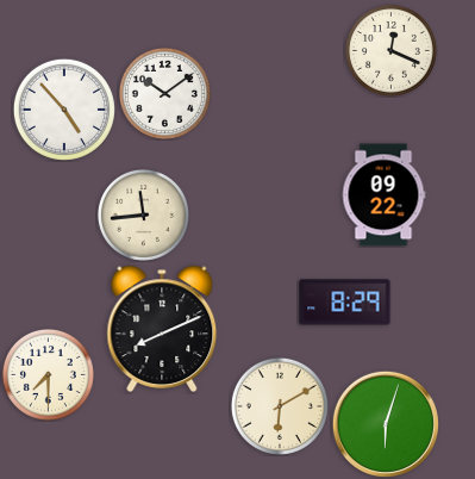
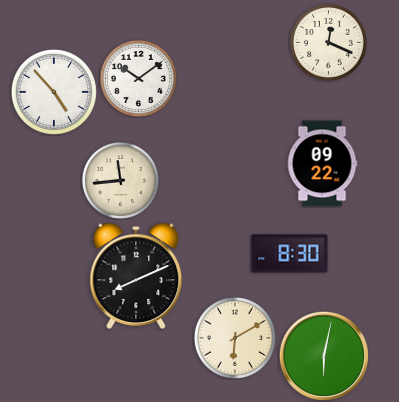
clock at (345, 303): 8:29 -> 8:30
clock at (48, 374): 7:30 -> none
clock at (280, 406) position: (280, 406) -> (235, 338)
clock at (386, 424): 6:03 -> 6:02
